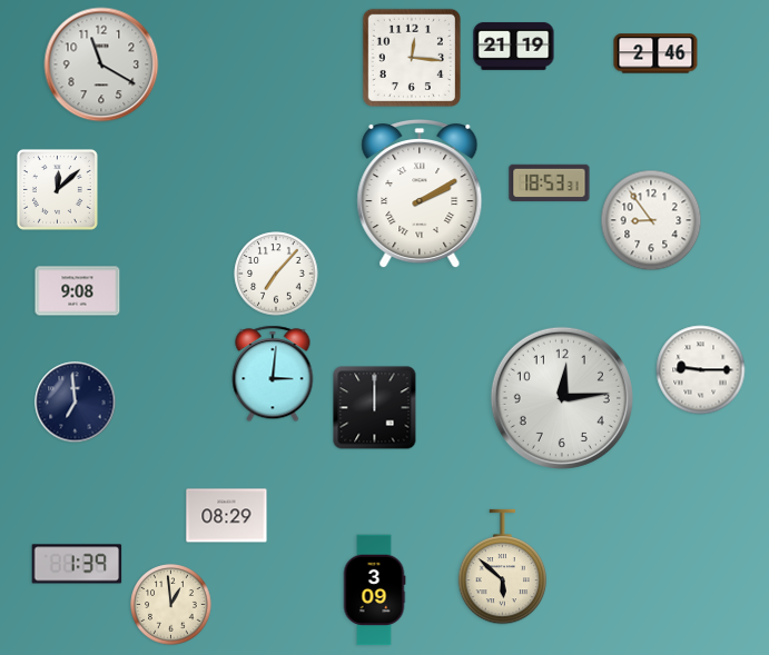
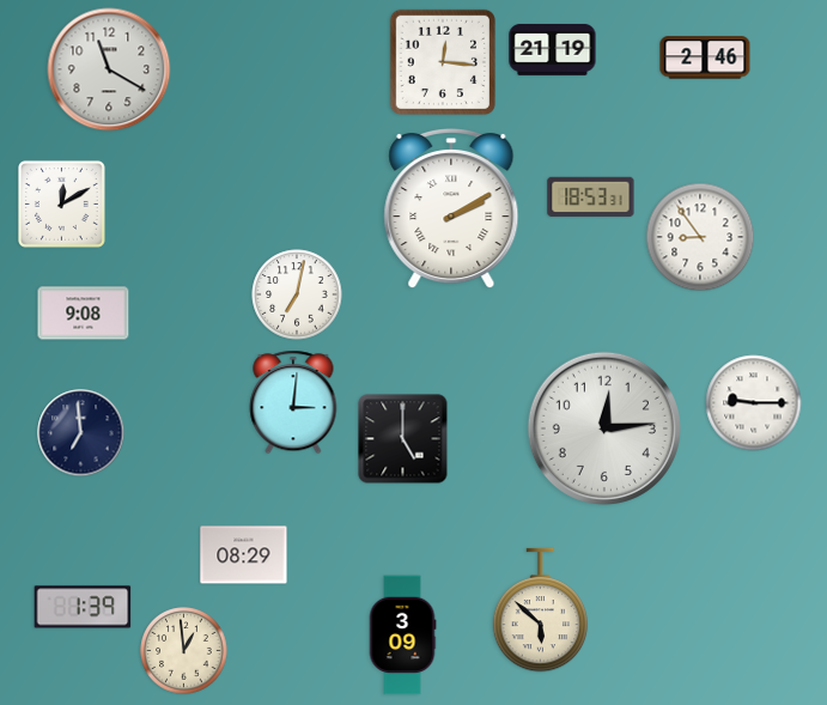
clock at (57, 189): 12:08 -> 12:10
clock at (276, 274): 7:07 -> 7:02
clock at (701, 370) position: (701, 370) -> (754, 403)
clock at (375, 408): 12:00 -> 5:00
